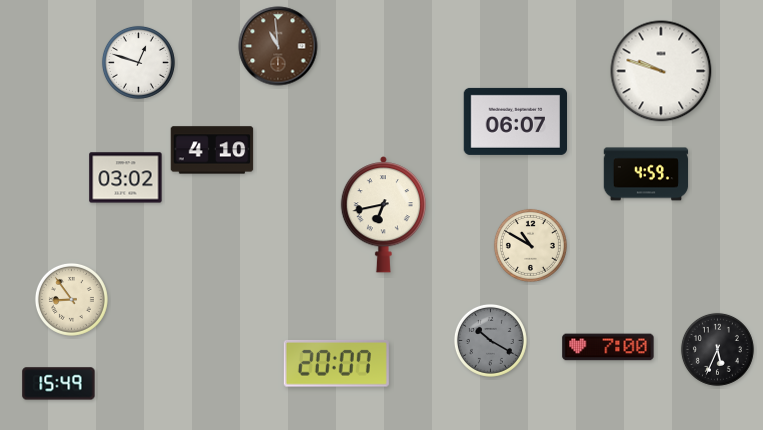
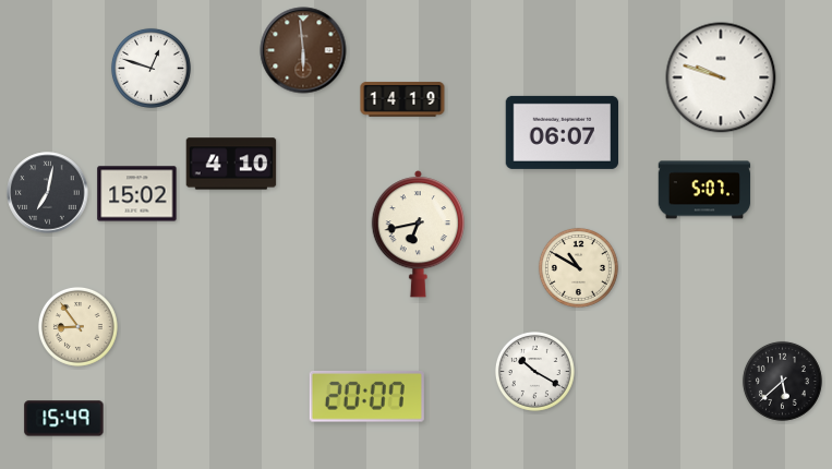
clock at (278, 46): 10:59 -> 5:59
clock at (402, 99): none -> 14:19
clock at (646, 174): 4:59 -> 5:07
clock at (48, 193): none -> 7:02
clock at (126, 178): 03:02 -> 15:02
clock at (490, 340) dial: grey -> white
clock at (608, 347): 7:00 -> none
clock at (717, 349): 5:34 -> 5:38
